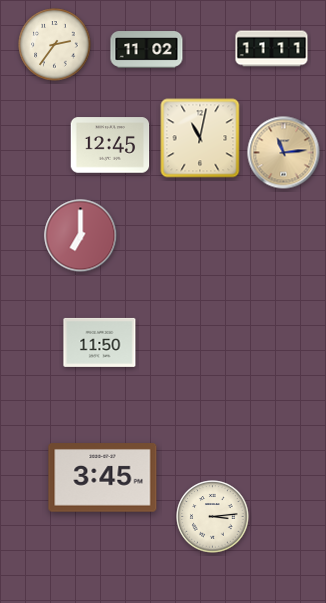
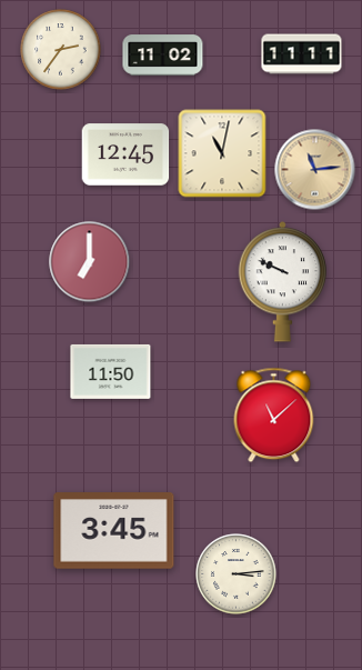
clock at (110, 145) position: (110, 145) -> (125, 154)
clock at (283, 282): none -> 9:49
clock at (100, 342) position: (100, 342) -> (111, 371)
clock at (274, 416): none -> 11:08
